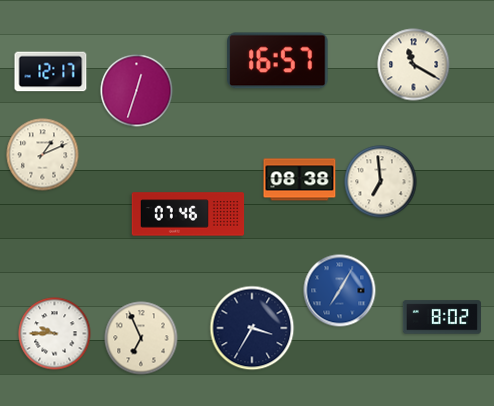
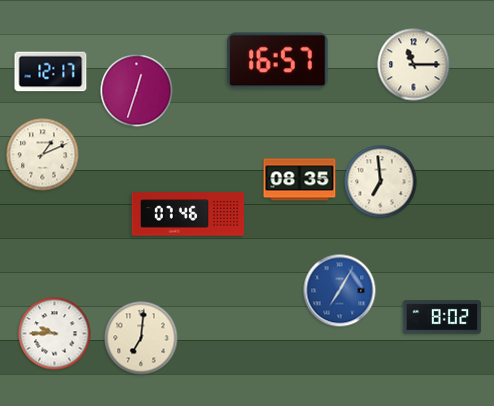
clock at (414, 65): 11:20 -> 11:15
clock at (300, 180): 08:38 -> 08:35
clock at (252, 328): 3:35 -> none
clock at (141, 338): 6:56 -> 7:01
